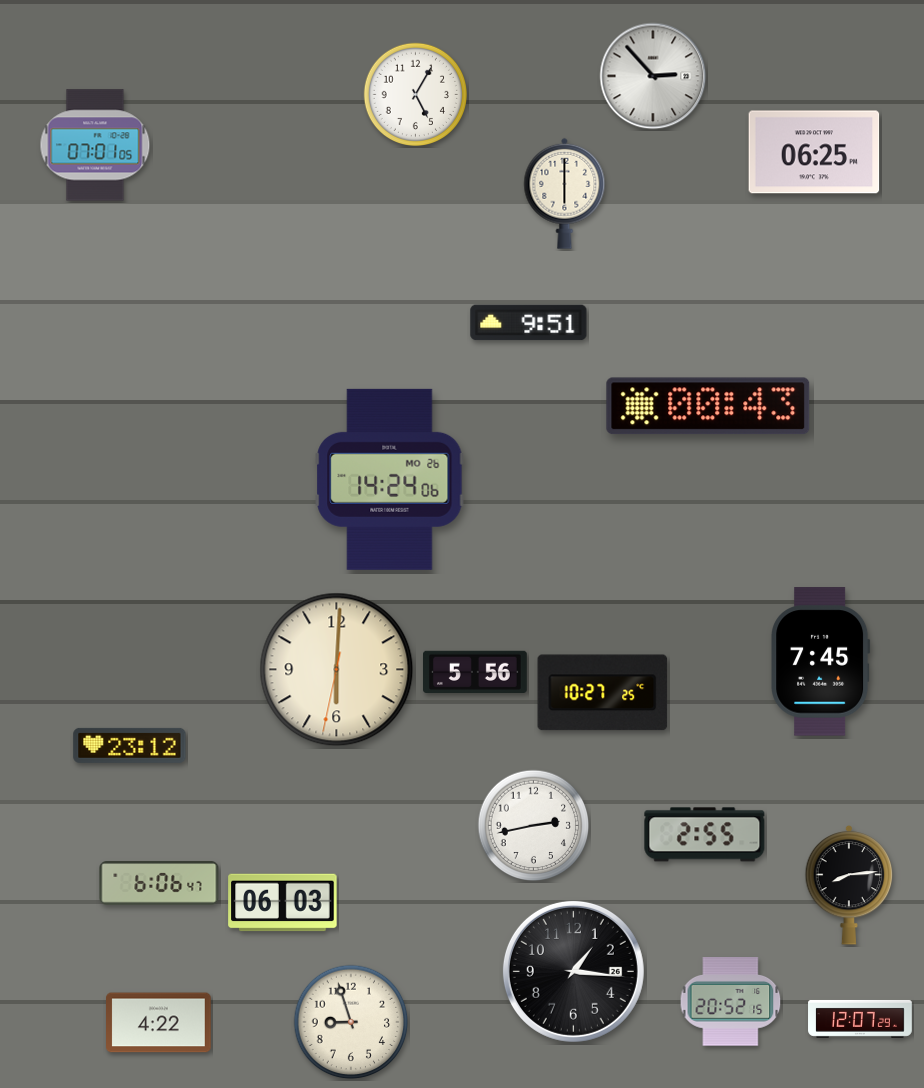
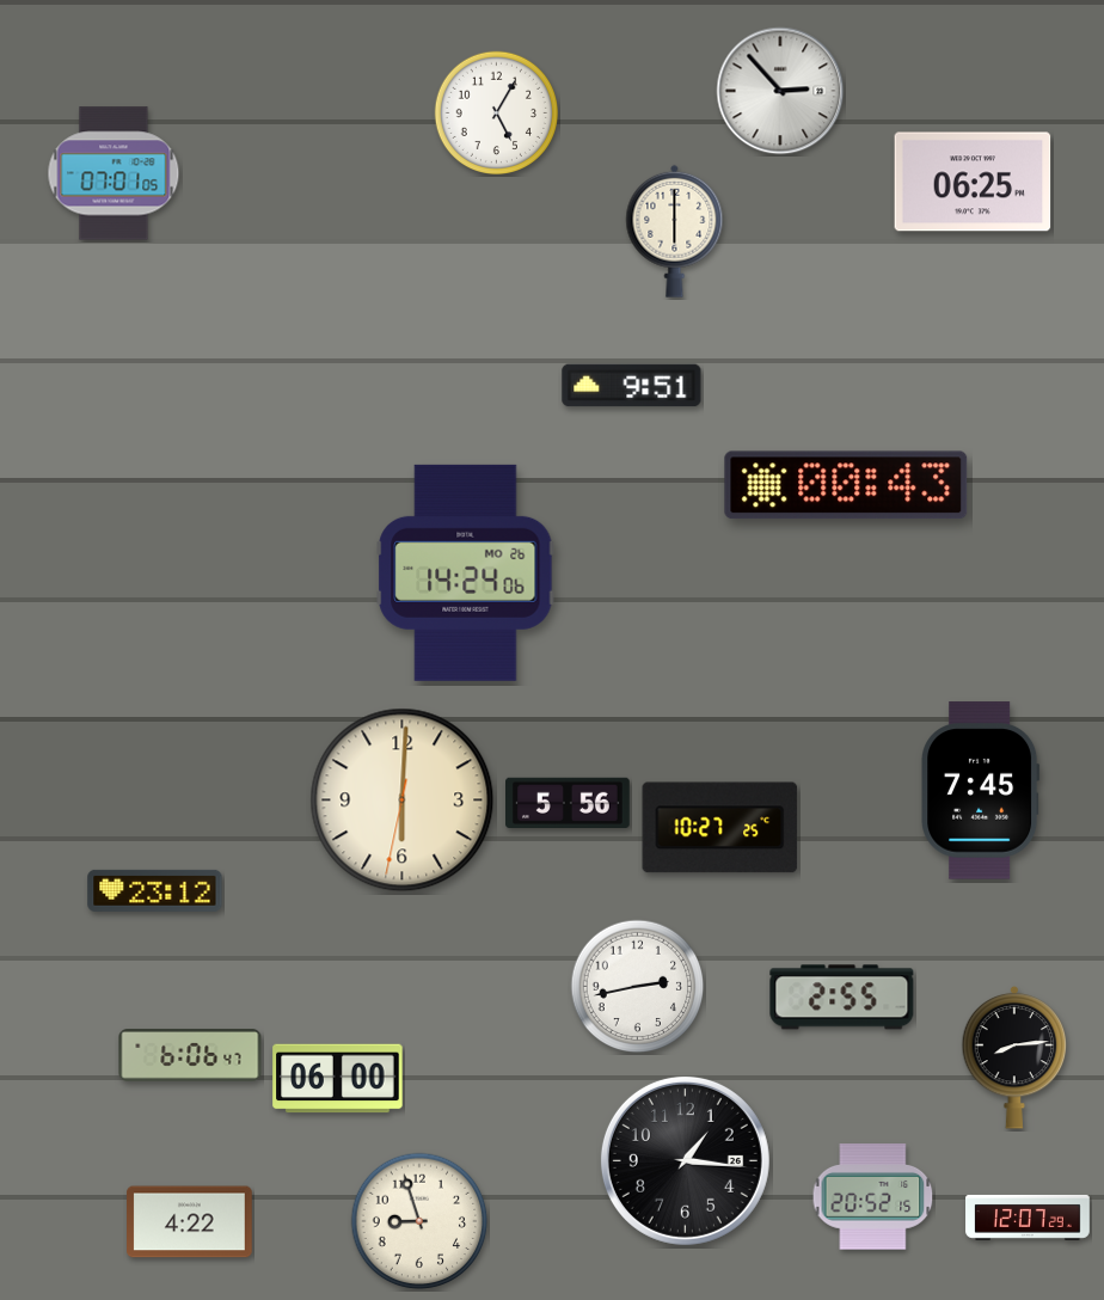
clock at (283, 903): 06:03 -> 06:00
